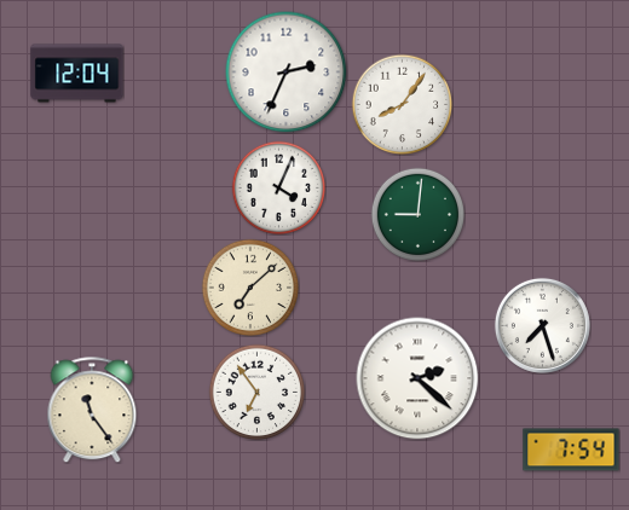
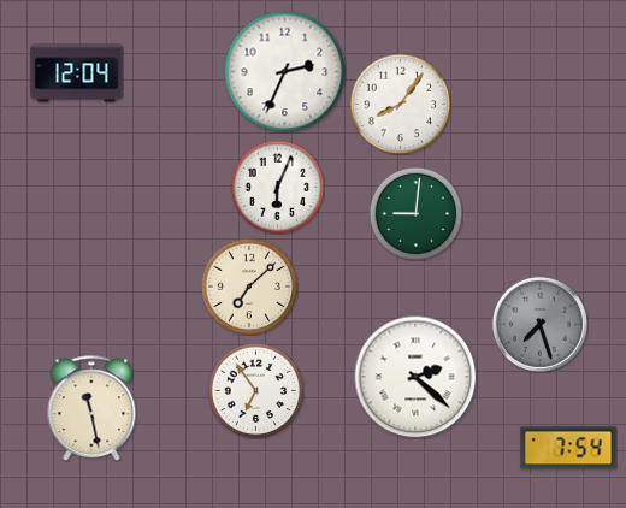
clock at (278, 187): 4:04 -> 6:04
clock at (542, 325) dial: white -> grey
clock at (92, 410): 11:24 -> 11:28
